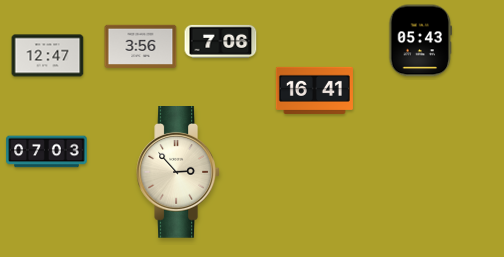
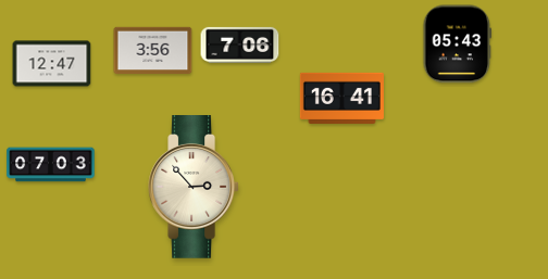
clock at (48, 56) position: (48, 56) -> (52, 64)
